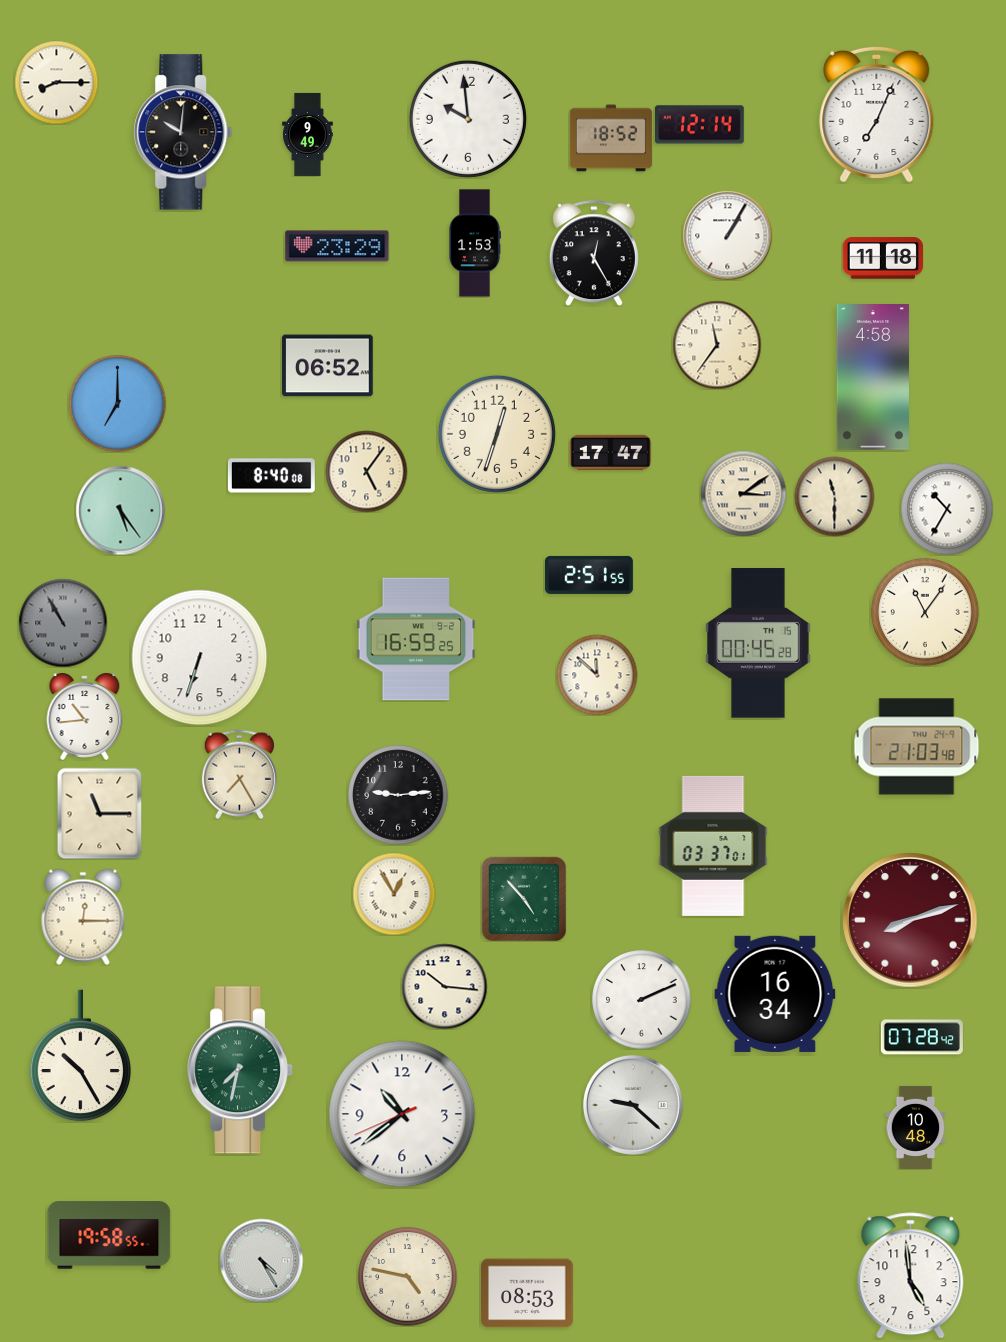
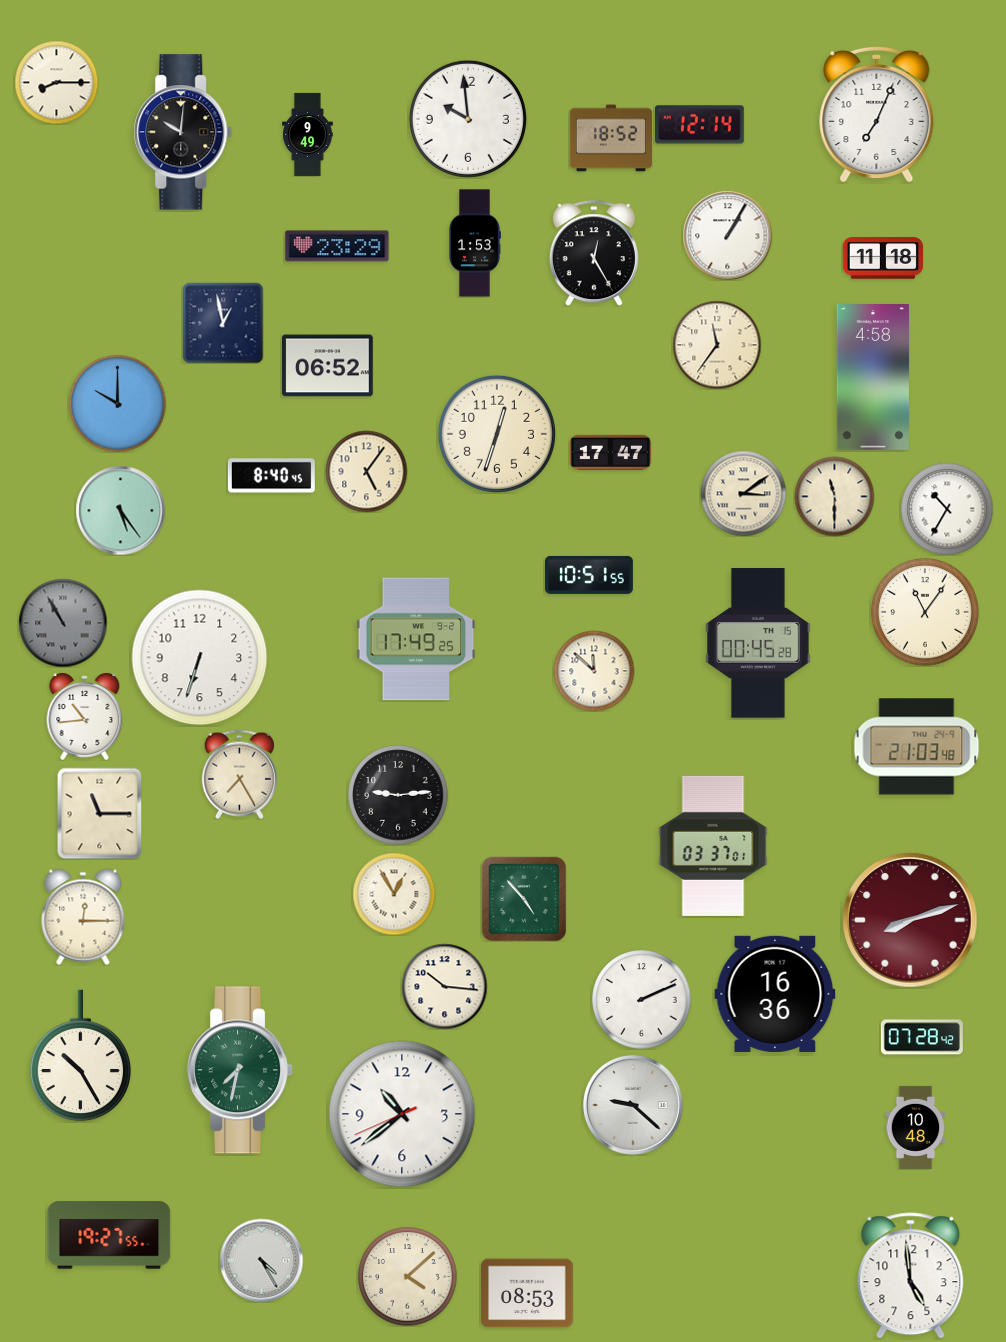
clock at (223, 323): none -> 12:58
clock at (118, 404): 7:00 -> 10:00
clock at (271, 476): 8:40:08 -> 8:40:45
clock at (590, 575): 2:51 -> 10:51
clock at (416, 639): 16:59 -> 17:49
clock at (597, 675) position: (597, 675) -> (594, 671)
clock at (775, 994): 16:34 -> 16:36
clock at (109, 1235): 19:58 -> 19:27
clock at (408, 1277): 4:47 -> 4:08
